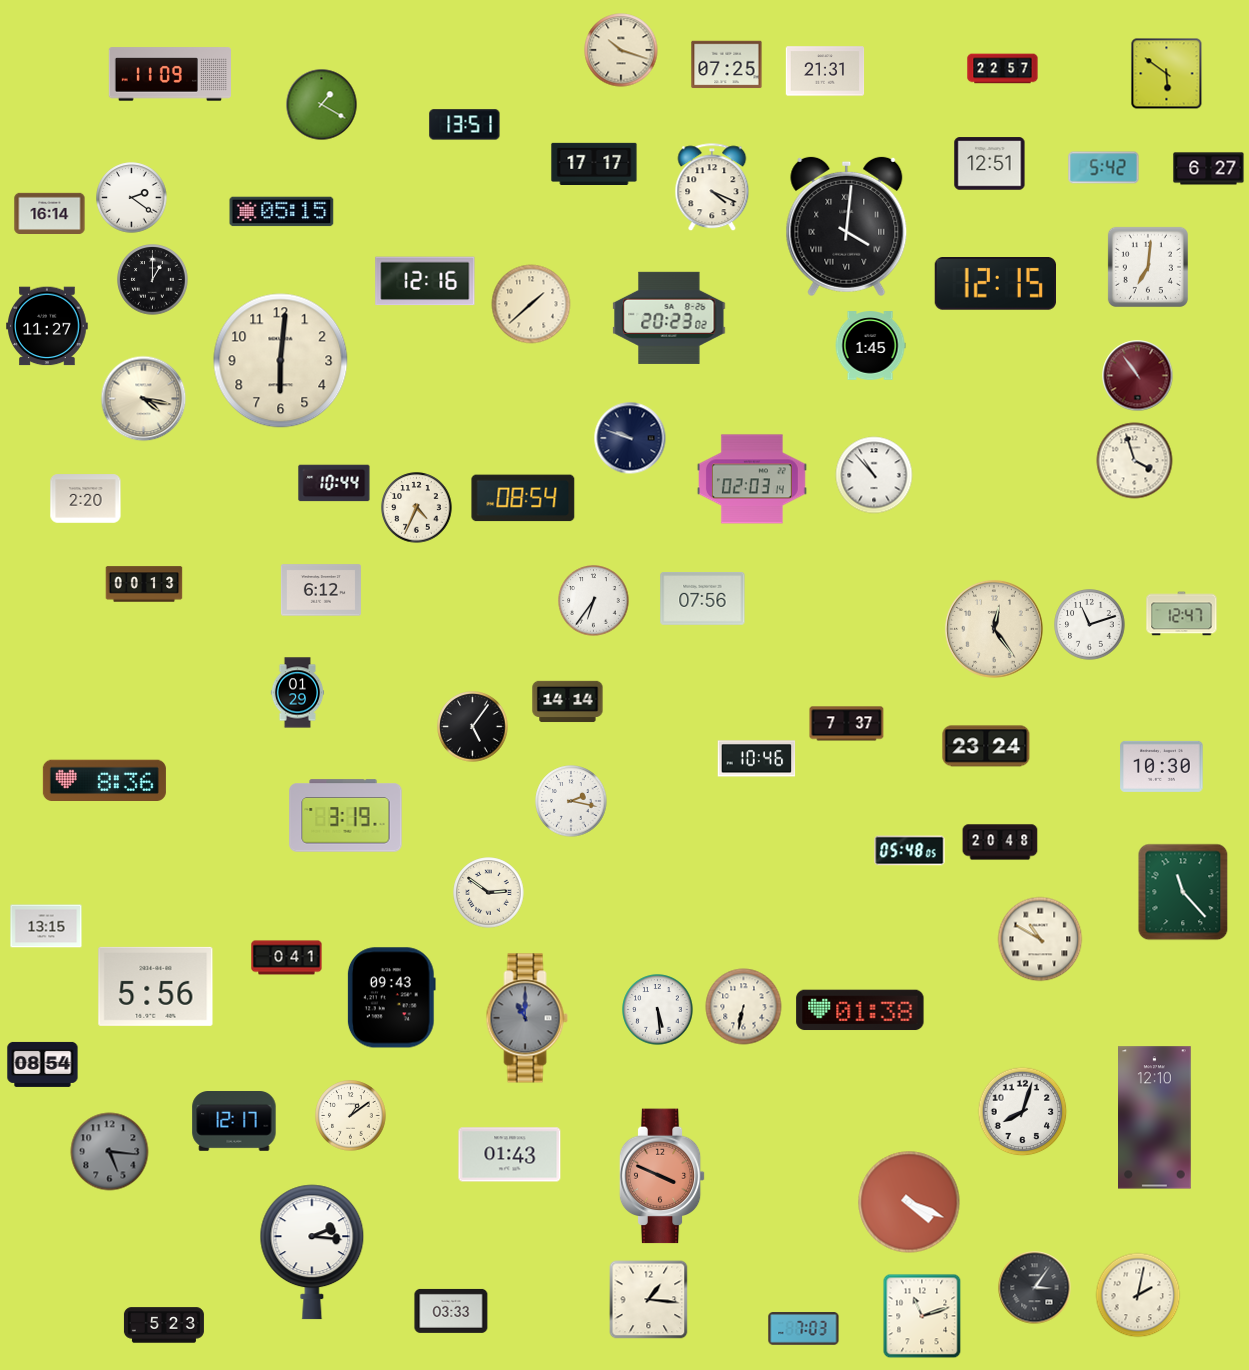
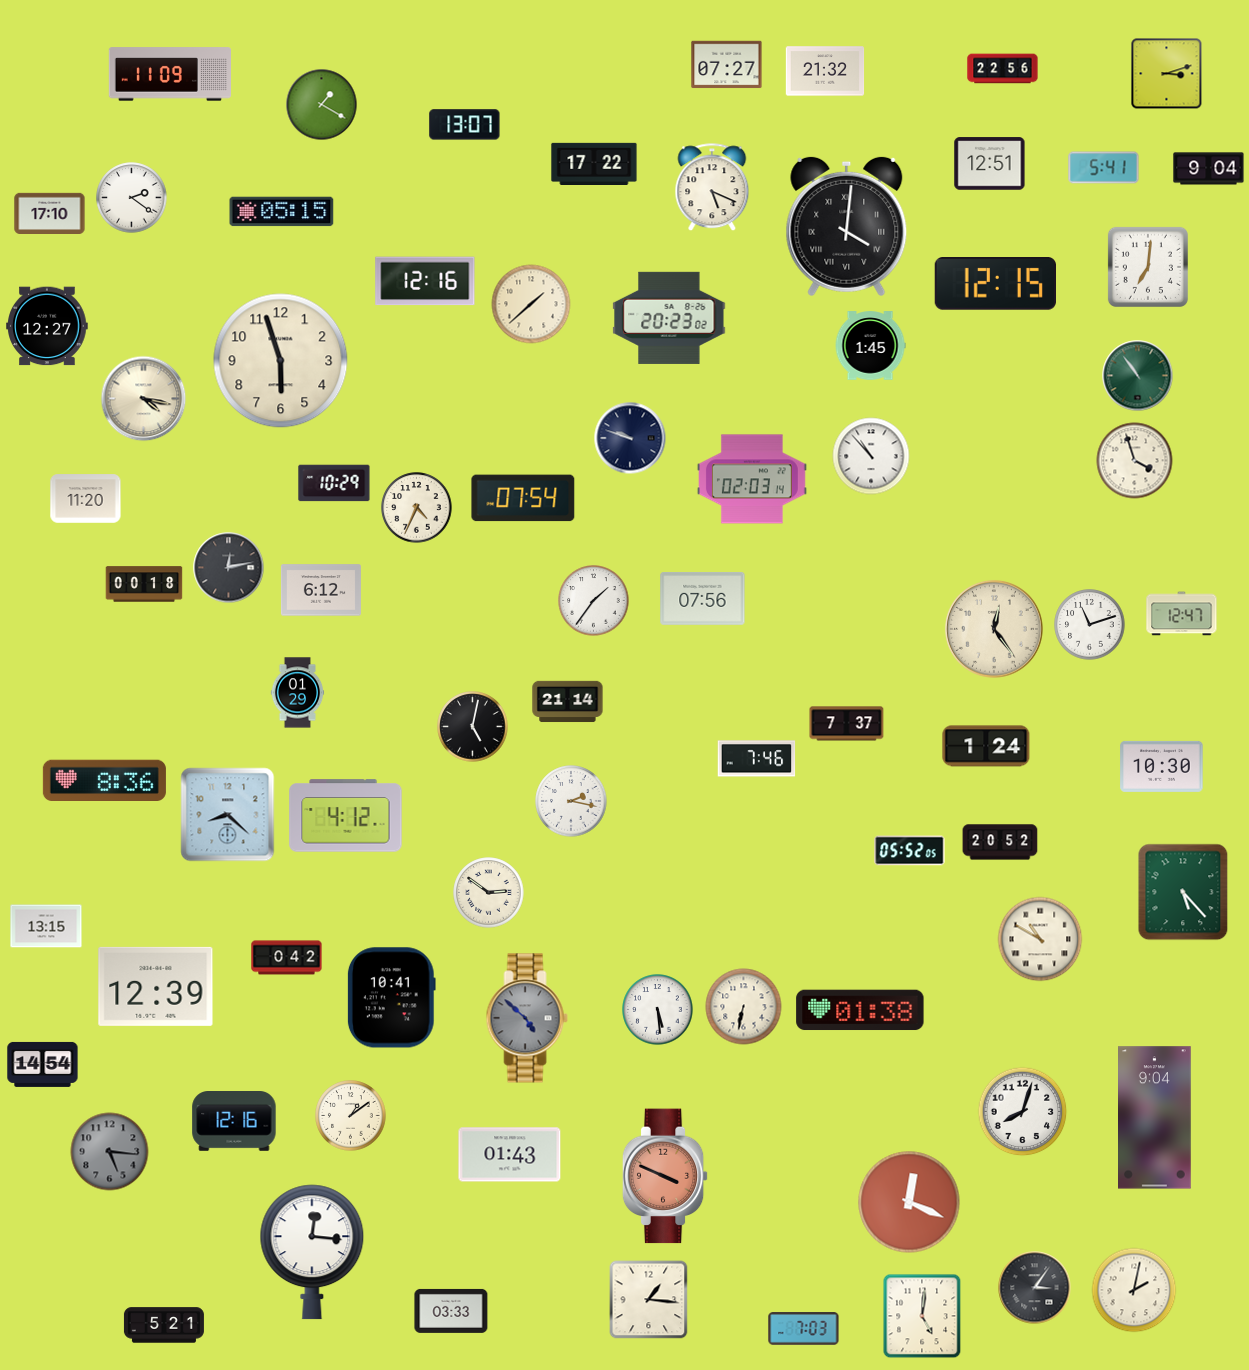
clock at (621, 50): 10:18 -> none
clock at (727, 65): 07:25 -> 07:27
clock at (1003, 69): 22:57 -> 22:56
clock at (825, 71): 21:31 -> 21:32
clock at (1167, 74): 5:51 -> 3:12
clock at (465, 125): 13:51 -> 13:07
clock at (594, 163): 17:17 -> 17:22
clock at (1104, 168): 5:42 -> 5:41
clock at (1209, 169): 6:27 -> 9:04
clock at (712, 188): 4:19 -> 5:19
clock at (50, 213): 16:14 -> 17:10
clock at (153, 280): 1:00 -> none
clock at (47, 326): 11:27 -> 12:27
clock at (281, 361): 6:01 -> 5:57
clock at (1138, 376) dial: burgundy -> green
clock at (874, 475) position: (874, 475) -> (871, 456)
clock at (334, 483): 10:44 -> 10:29
clock at (523, 498): 08:54 -> 07:54
clock at (86, 499): 2:20 -> 11:20
clock at (229, 568): none -> 12:13
clock at (144, 584): 00:13 -> 00:18
clock at (594, 601): 6:36 -> 1:36
clock at (568, 702): 14:14 -> 21:14
clock at (473, 727): 5:06 -> 5:02
clock at (986, 746): 23:24 -> 1:24
clock at (757, 759): 10:46 -> 7:46
clock at (228, 815): none -> 8:22
clock at (346, 816): 3:19 -> 4:12
clock at (1000, 842): 20:48 -> 20:52
clock at (910, 851): 05:48 -> 05:52
clock at (1183, 892): 11:23 -> 5:23
clock at (287, 958): 0:41 -> 0:42
clock at (156, 986): 5:56 -> 12:39
clock at (391, 998): 09:43 -> 10:41
clock at (527, 1018): 11:00 -> 4:52
clock at (43, 1064): 08:54 -> 14:54
clock at (1155, 1118): 12:10 -> 9:04
clock at (234, 1122): 12:17 -> 12:16
clock at (662, 1176) position: (662, 1176) -> (665, 1176)
clock at (909, 1202): 4:19 -> 12:19
clock at (312, 1252): 2:16 -> 12:16
clock at (1138, 1295) position: (1138, 1295) -> (1134, 1290)
clock at (922, 1316): 11:12 -> 5:01
clock at (164, 1325): 5:23 -> 5:21
